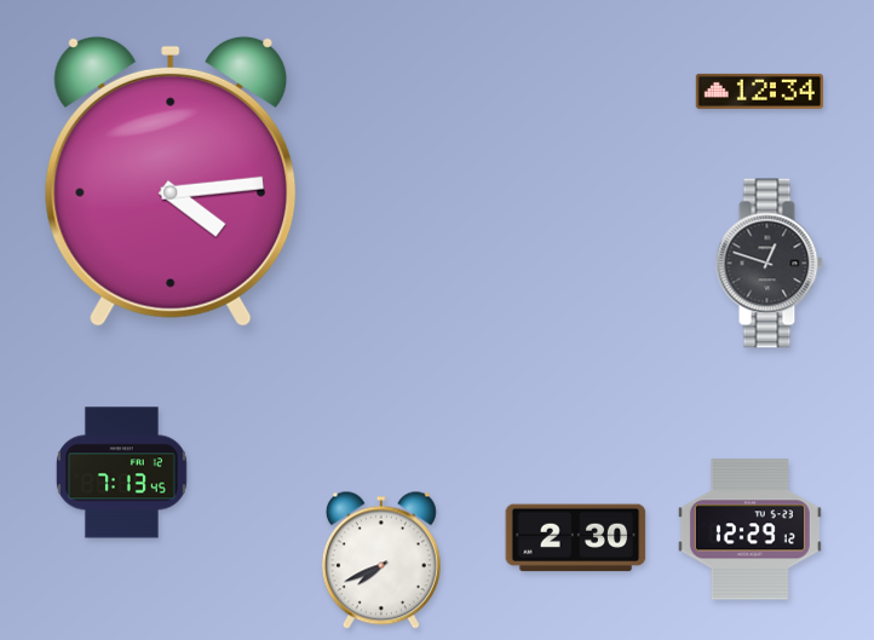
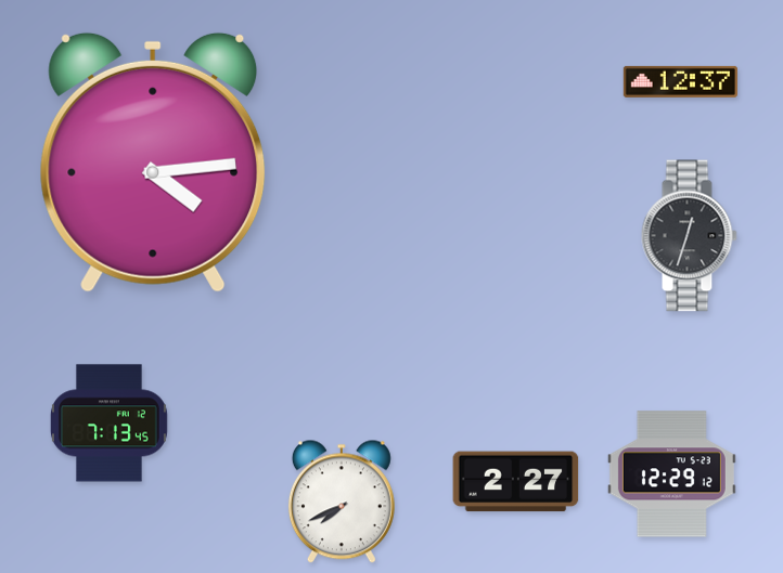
clock at (759, 91): 12:34 -> 12:37
clock at (769, 264): 12:48 -> 12:33
clock at (576, 538): 2:30 -> 2:27
